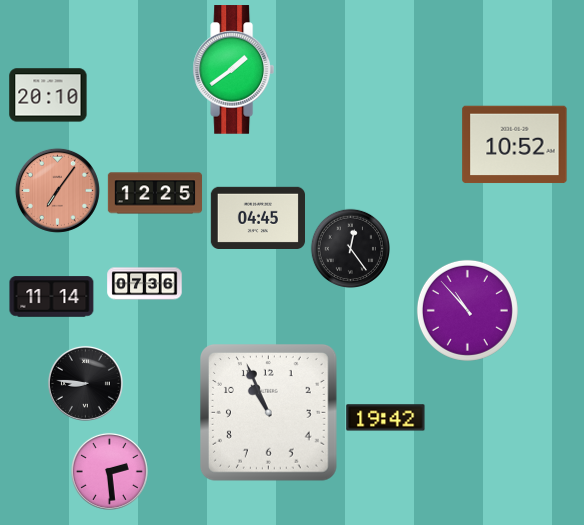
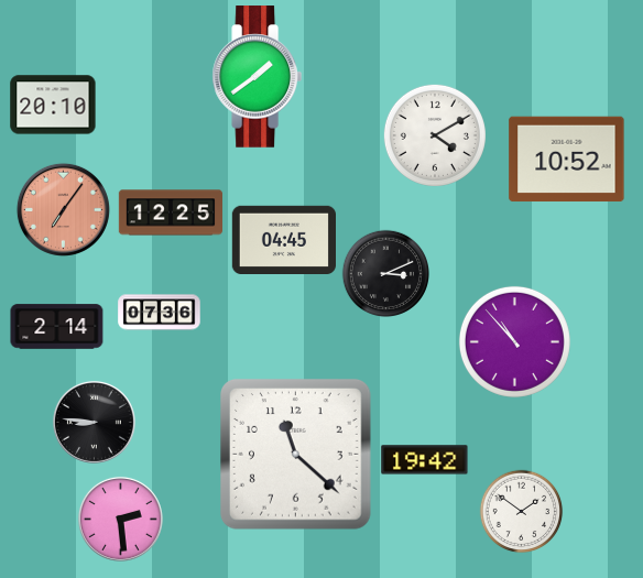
clock at (435, 135): none -> 4:10
clock at (351, 249): 12:24 -> 3:11
clock at (52, 297): 11:14 -> 2:14
clock at (269, 413): 10:56 -> 11:22
clock at (522, 512): none -> 1:51
